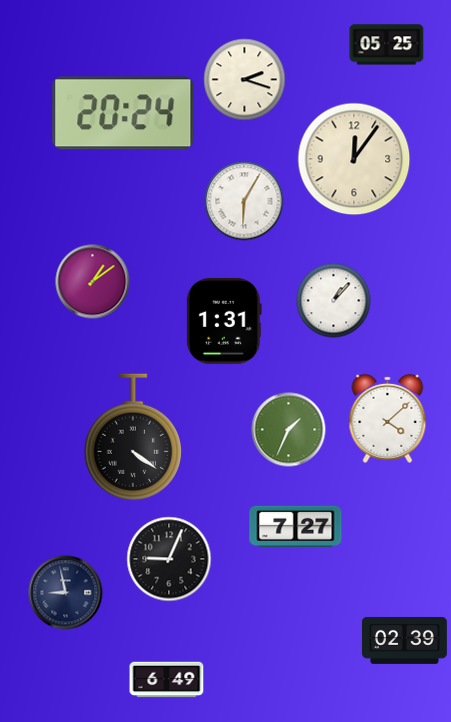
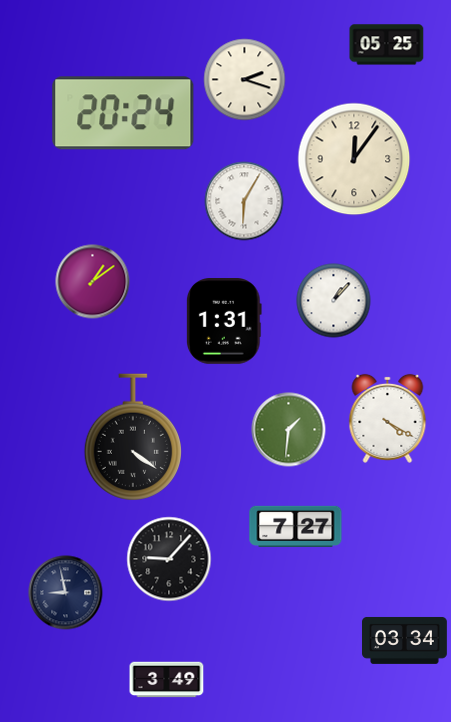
clock at (388, 418): 4:08 -> 4:20
clock at (289, 430): 1:34 -> 1:31
clock at (169, 559): 9:04 -> 9:07
clock at (405, 640): 02:39 -> 03:34
clock at (167, 680): 6:49 -> 3:49
